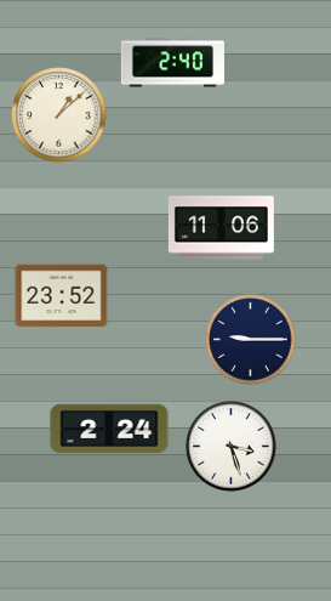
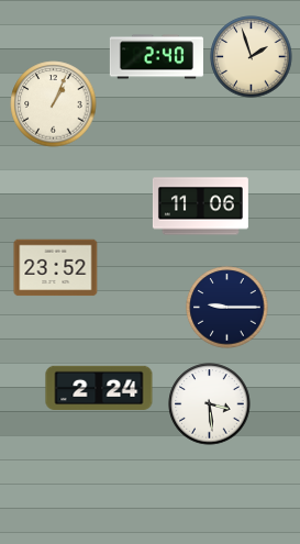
clock at (252, 57): none -> 1:57
clock at (59, 115): 1:08 -> 1:04
clock at (232, 447): 3:27 -> 3:29
